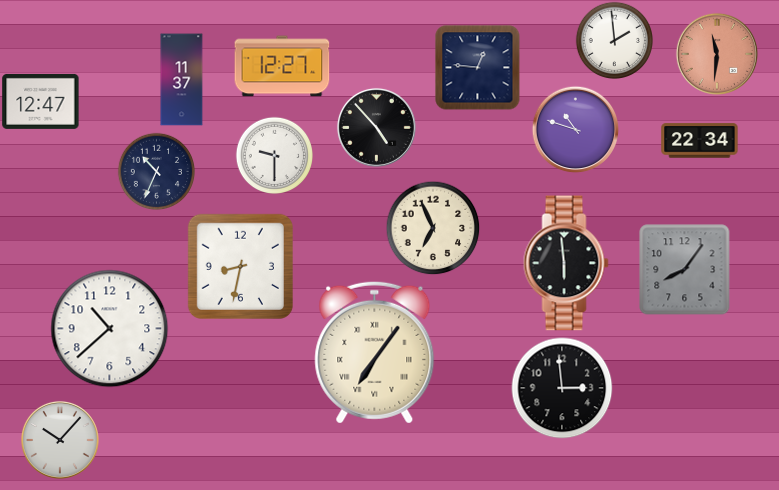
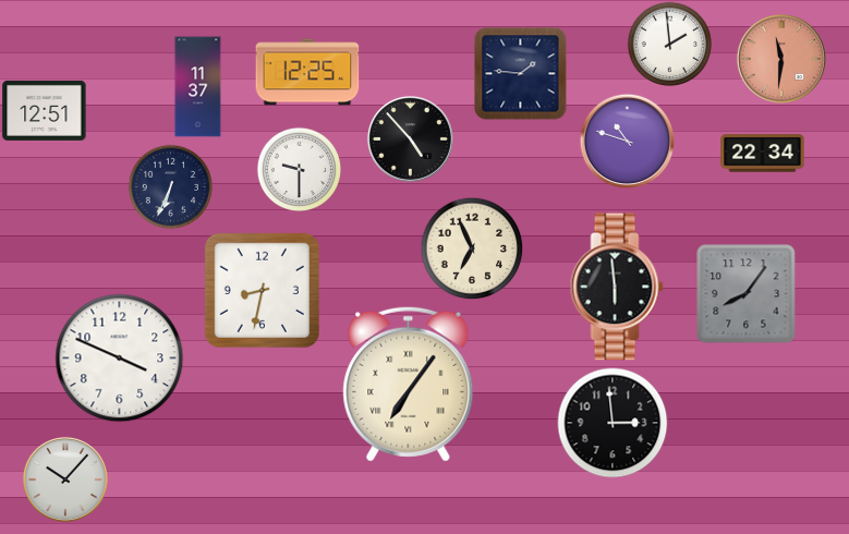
clock at (282, 66): 12:27 -> 12:25
clock at (478, 68): 12:46 -> 1:46
clock at (41, 101): 12:47 -> 12:51
clock at (156, 171): 10:34 -> 6:34
clock at (110, 329): 10:38 -> 3:49
